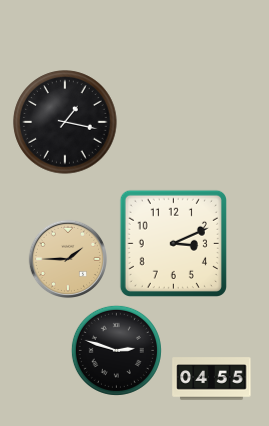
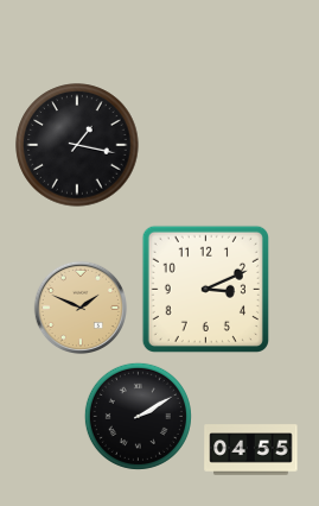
clock at (68, 259): 1:45 -> 1:49
clock at (116, 350): 2:48 -> 2:10
